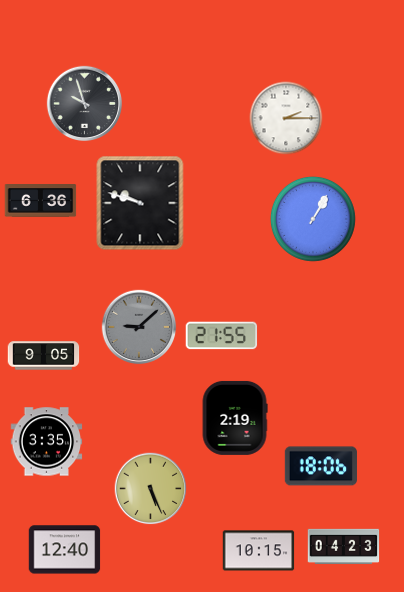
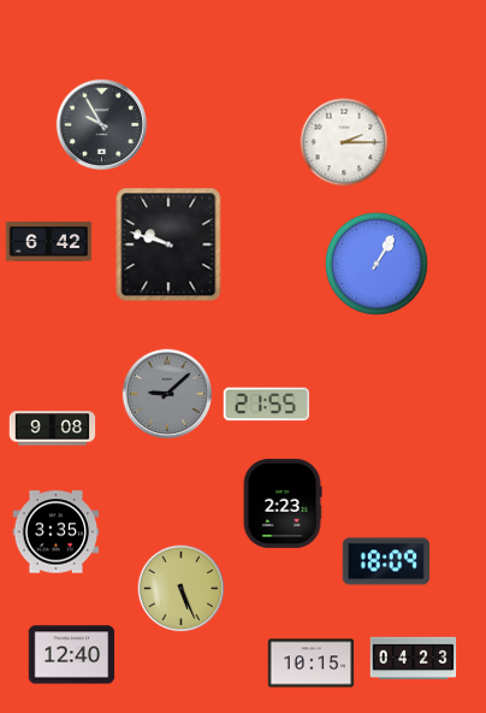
clock at (84, 103): 9:57 -> 9:55
clock at (41, 201): 6:36 -> 6:42
clock at (44, 356): 9:05 -> 9:08
clock at (235, 418): 2:19 -> 2:23
clock at (321, 466): 18:06 -> 18:09
clock at (65, 550) position: (65, 550) -> (72, 655)
